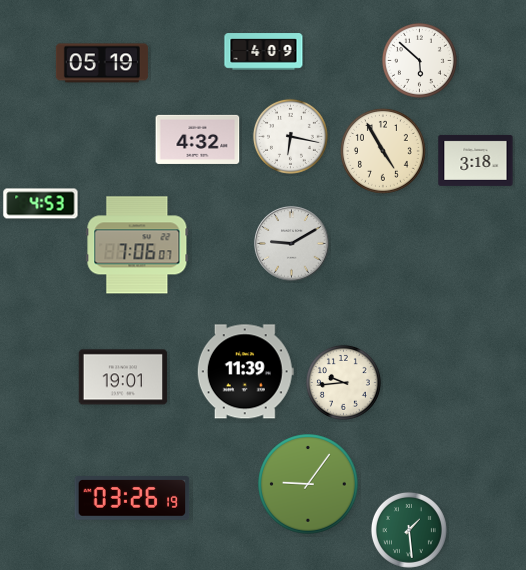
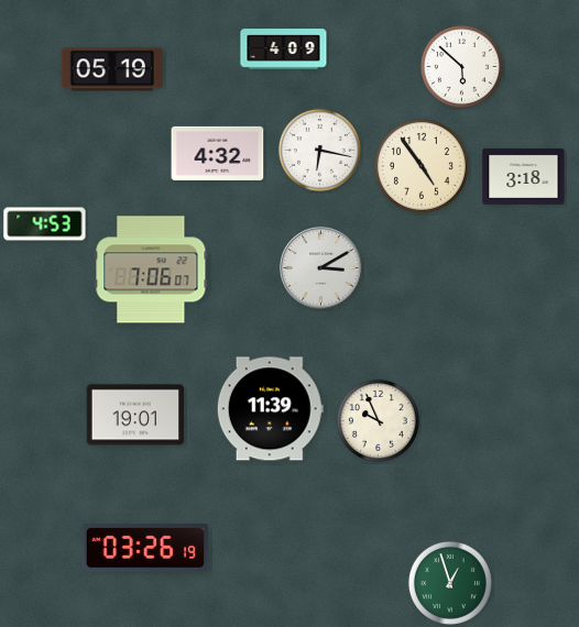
clock at (264, 52) position: (264, 52) -> (284, 50)
clock at (384, 152): 4:55 -> 4:54
clock at (292, 244): 9:10 -> 3:10
clock at (343, 382): 9:44 -> 9:56
clock at (308, 484): 9:06 -> none
clock at (409, 530): 1:29 -> 12:57
